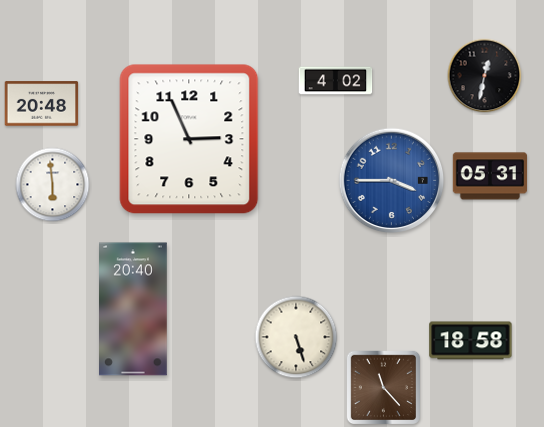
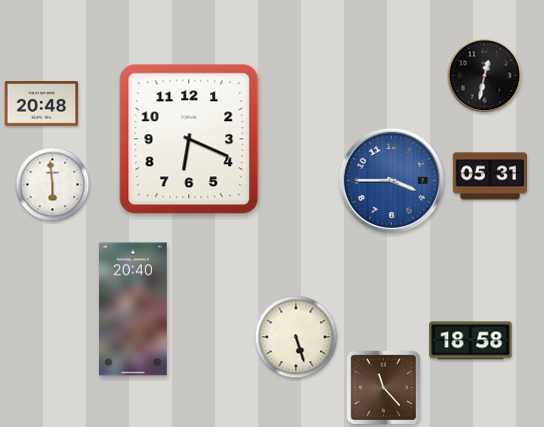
clock at (336, 81): 4:02 -> none
clock at (189, 139): 2:56 -> 6:19
